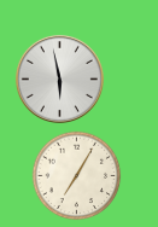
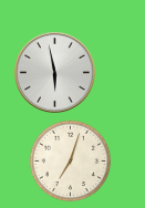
clock at (77, 176): 7:05 -> 7:03
